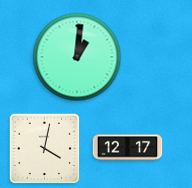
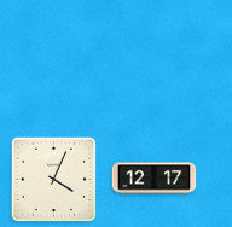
clock at (77, 57): 1:01 -> none
clock at (45, 149): 4:02 -> 4:04
